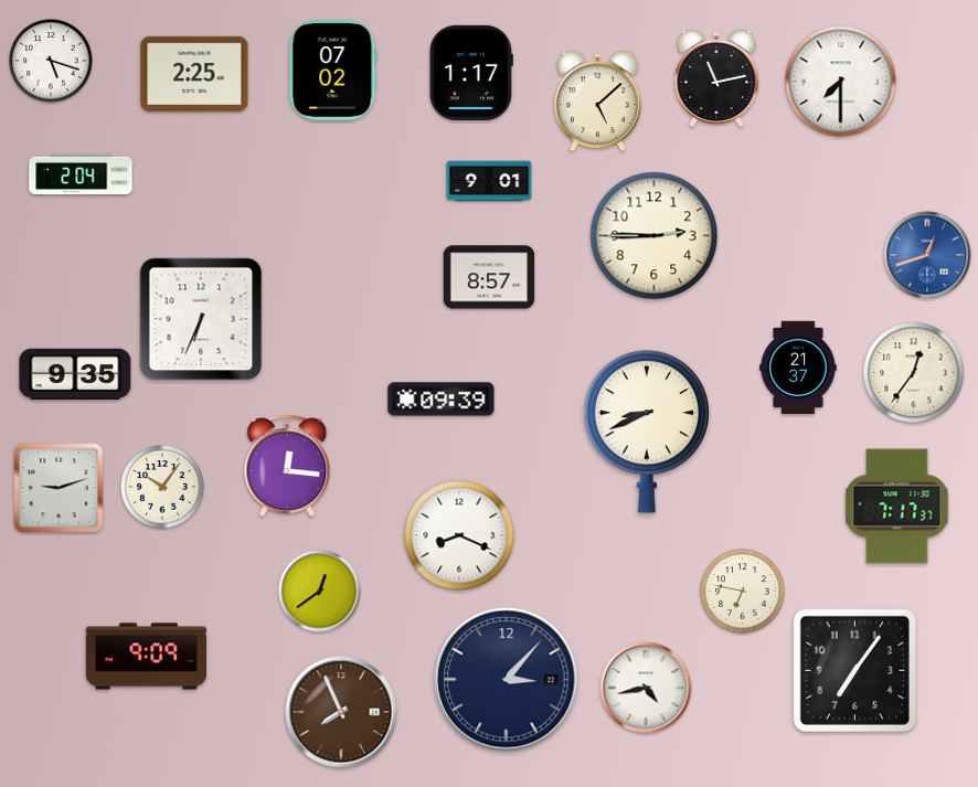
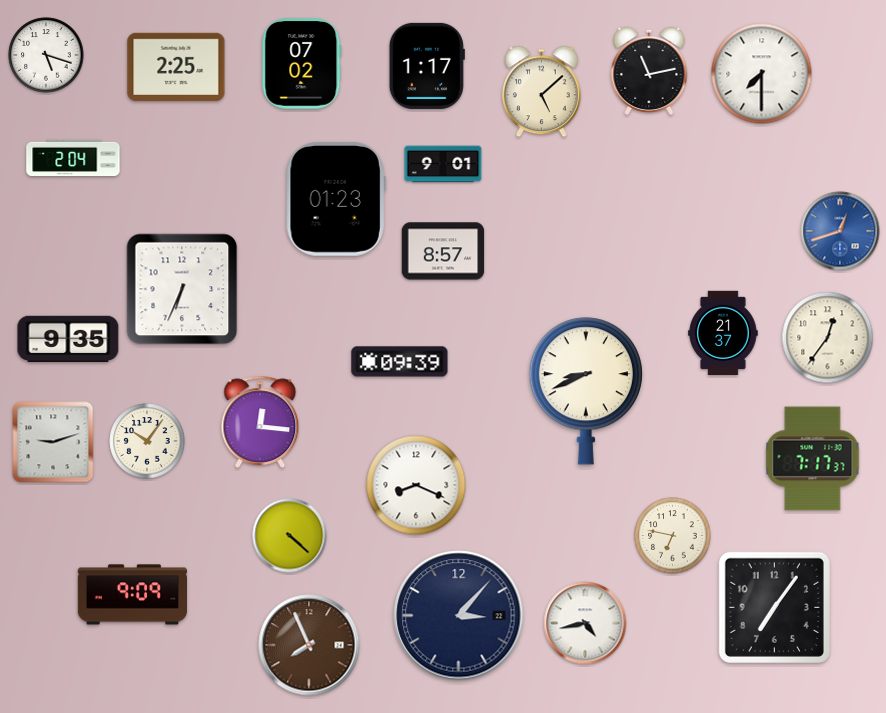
clock at (336, 199): none -> 01:23
clock at (655, 236): 2:45 -> none
clock at (320, 592): 12:39 -> 4:22
